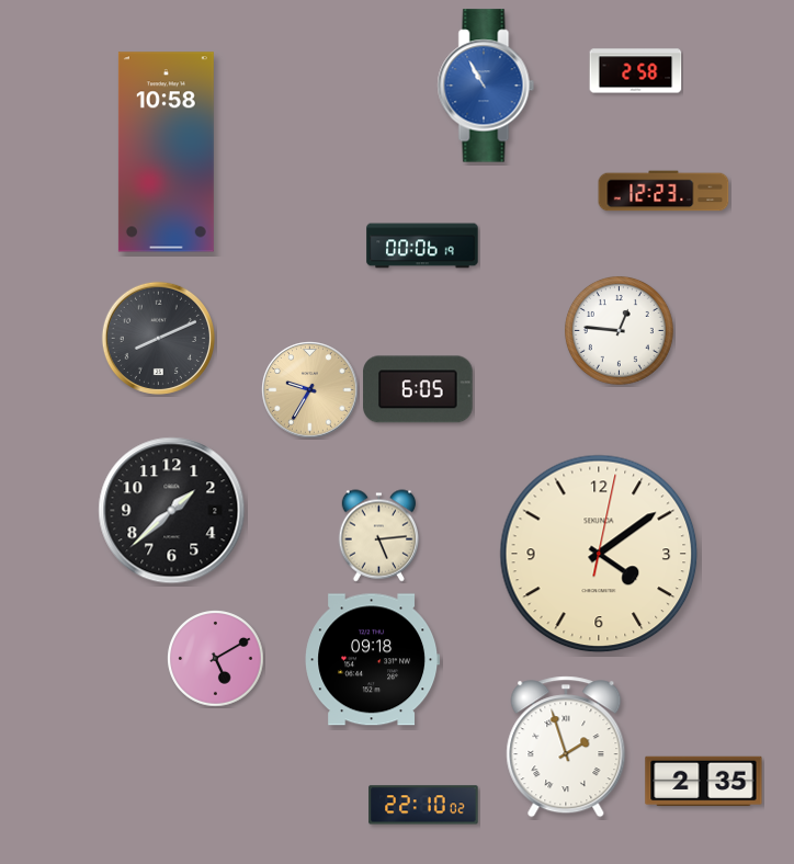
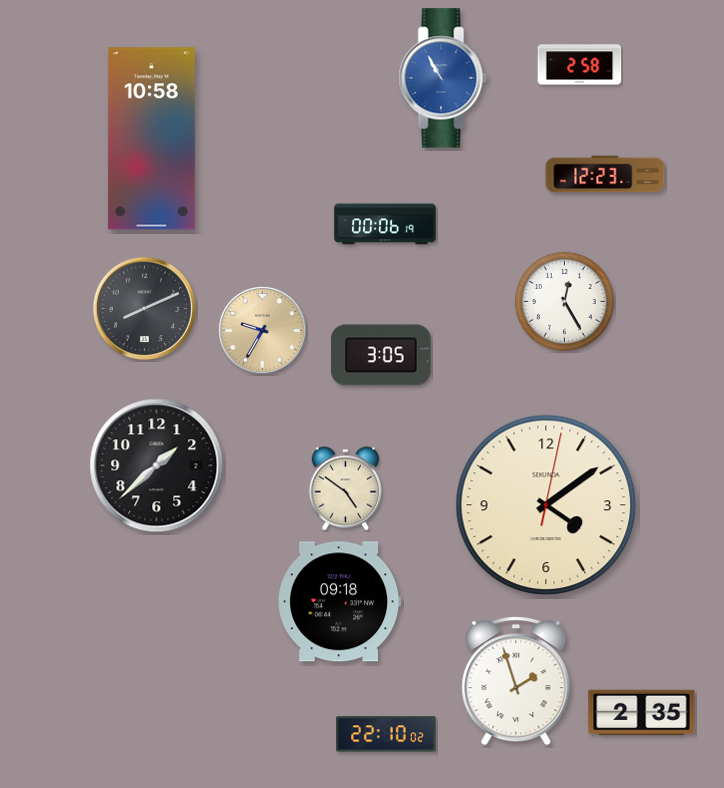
clock at (619, 330): 12:46 -> 12:25
clock at (418, 389): 6:05 -> 3:05
clock at (310, 390) position: (310, 390) -> (263, 331)
clock at (378, 536): 5:14 -> 4:51
clock at (216, 659): 5:10 -> none
